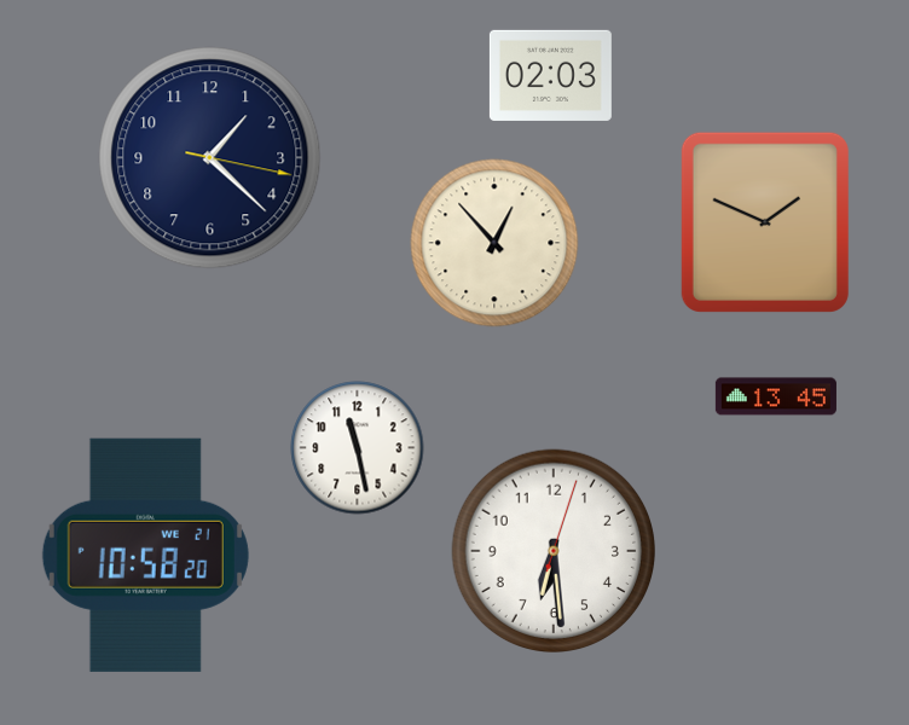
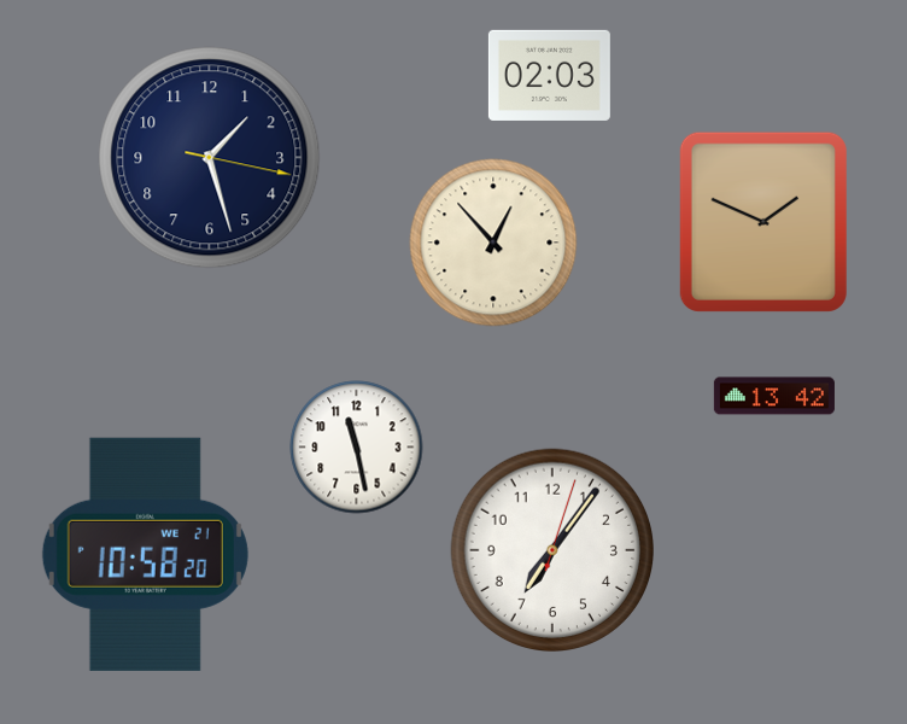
clock at (210, 158): 1:22 -> 1:27
clock at (776, 396): 13:45 -> 13:42
clock at (552, 550): 6:29 -> 7:06
